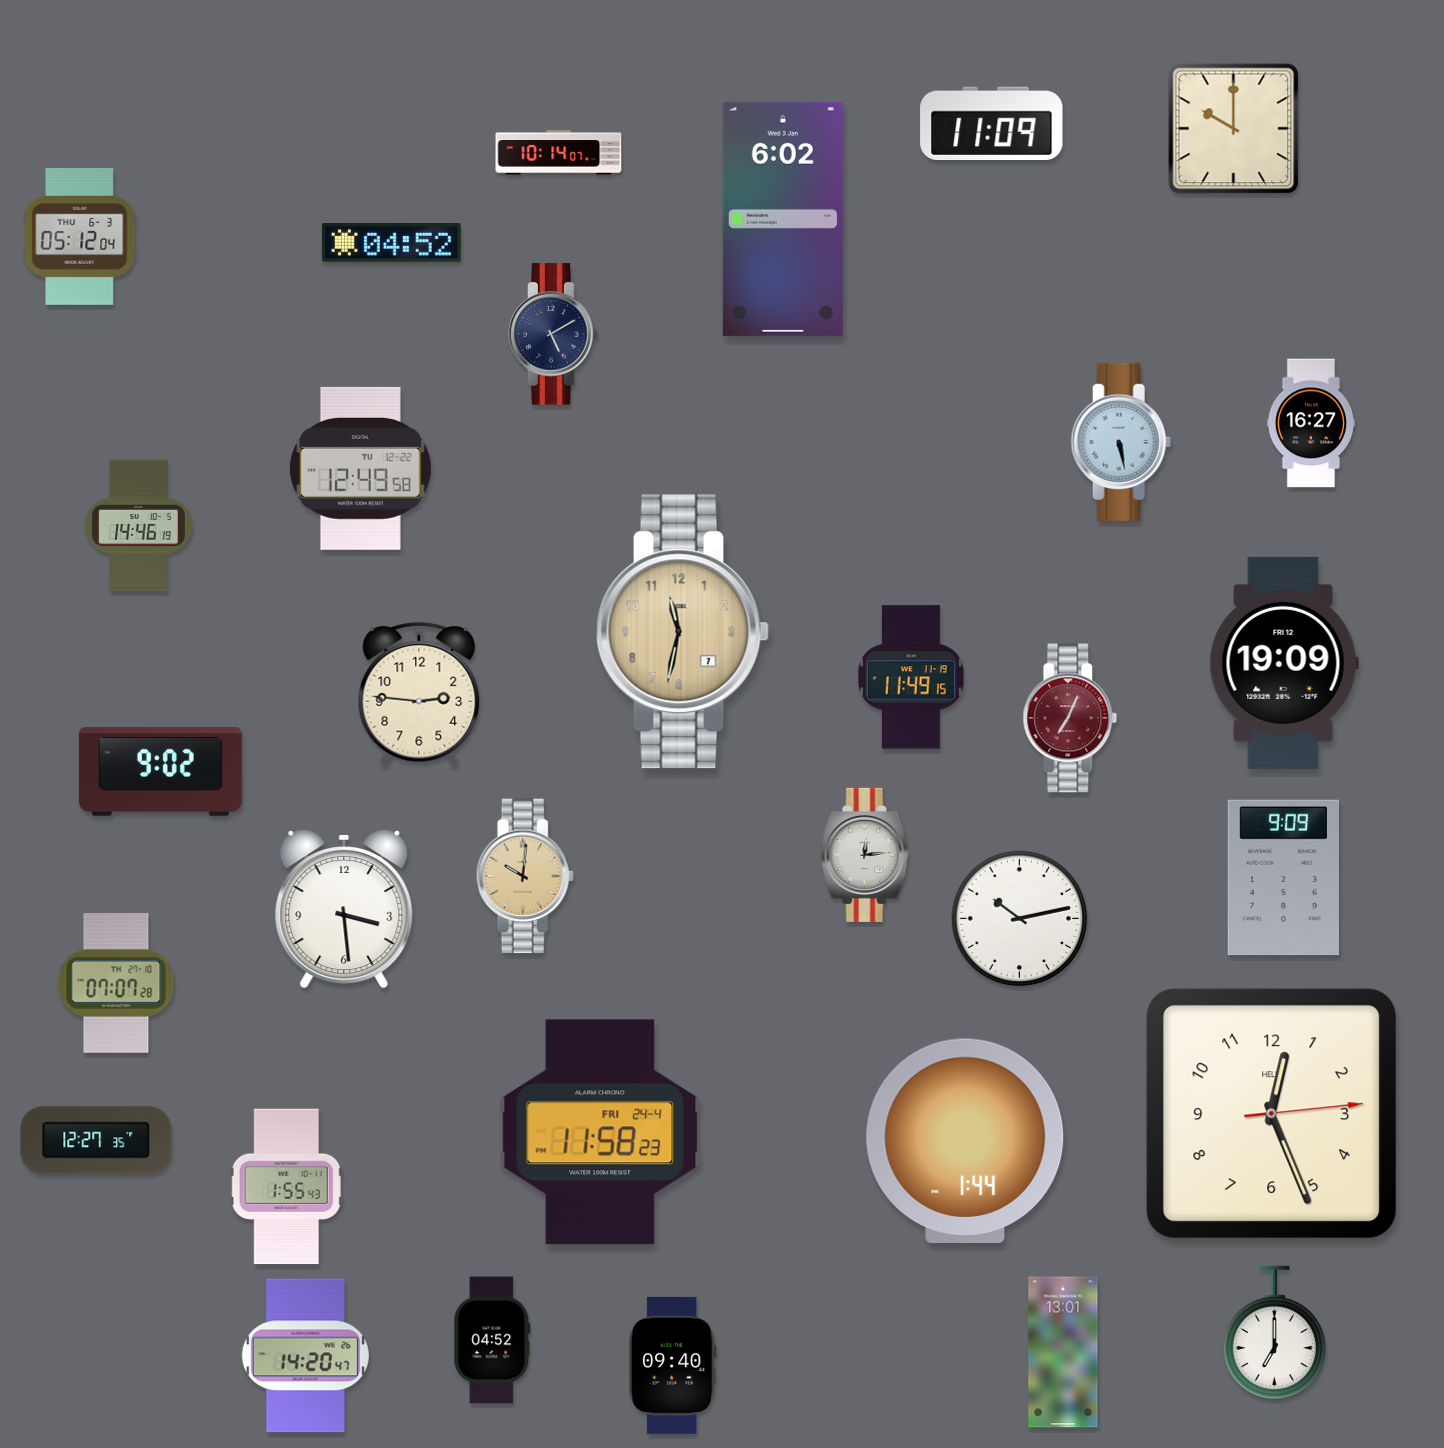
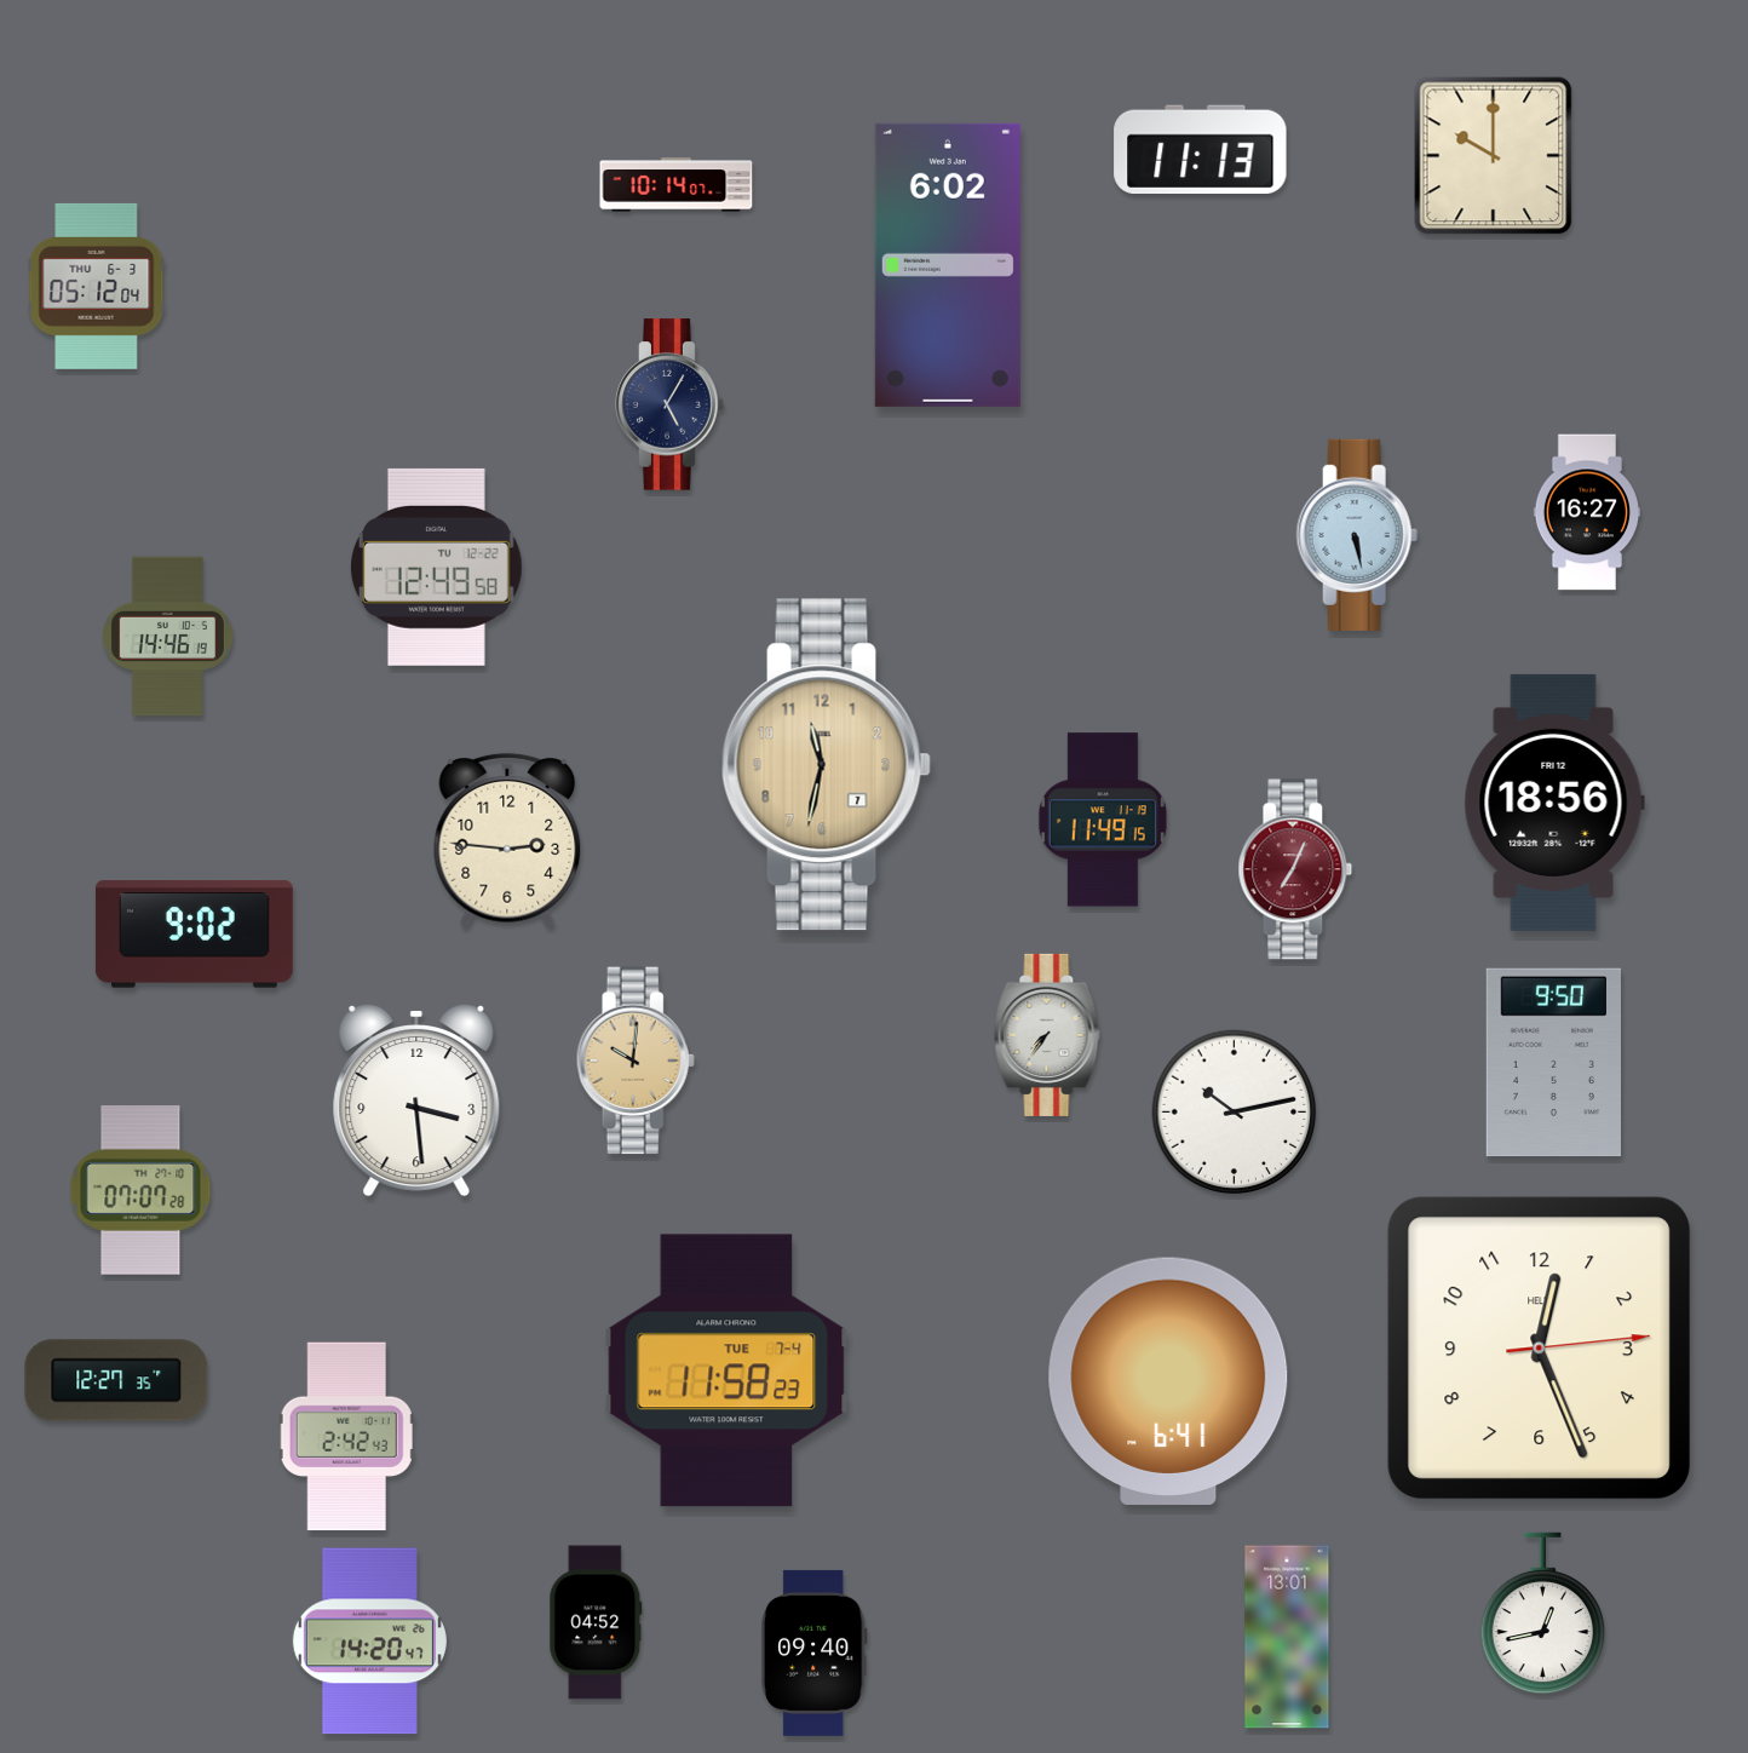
clock at (992, 123): 11:09 -> 11:13
clock at (391, 243): 04:52 -> none
clock at (553, 334): 5:10 -> 5:05
clock at (1284, 663): 19:09 -> 18:56
clock at (865, 855): 12:14 -> 7:36
clock at (1283, 878): 9:09 -> 9:50
clock at (600, 1132) date: FRI 24-4 -> TUE 7-4
clock at (965, 1141): 1:44 -> 6:41
clock at (286, 1187): 1:55 -> 2:42
clock at (1275, 1333): 7:00 -> 12:43
